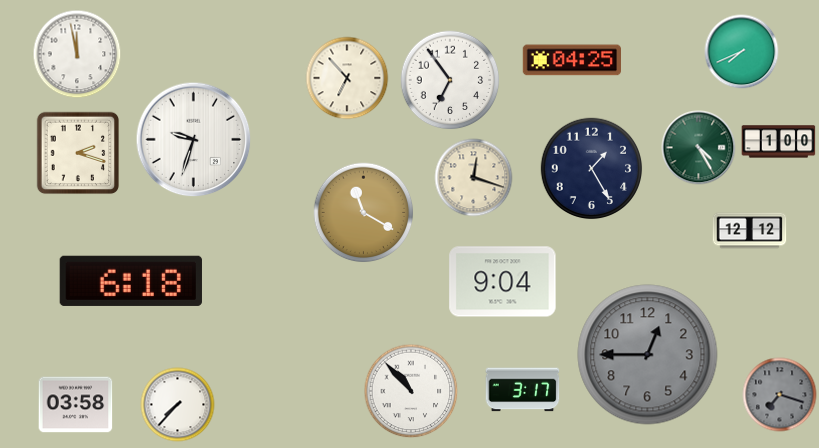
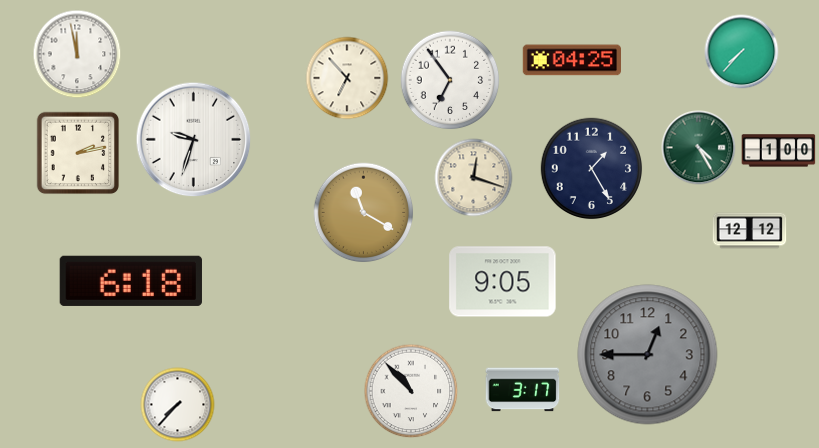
clock at (742, 52): 7:41 -> 7:37
clock at (779, 142) position: (779, 142) -> (779, 151)
clock at (78, 153): 2:18 -> 2:13
clock at (503, 282): 9:04 -> 9:05
clock at (780, 395): 7:18 -> none
clock at (76, 405): 03:58 -> none
